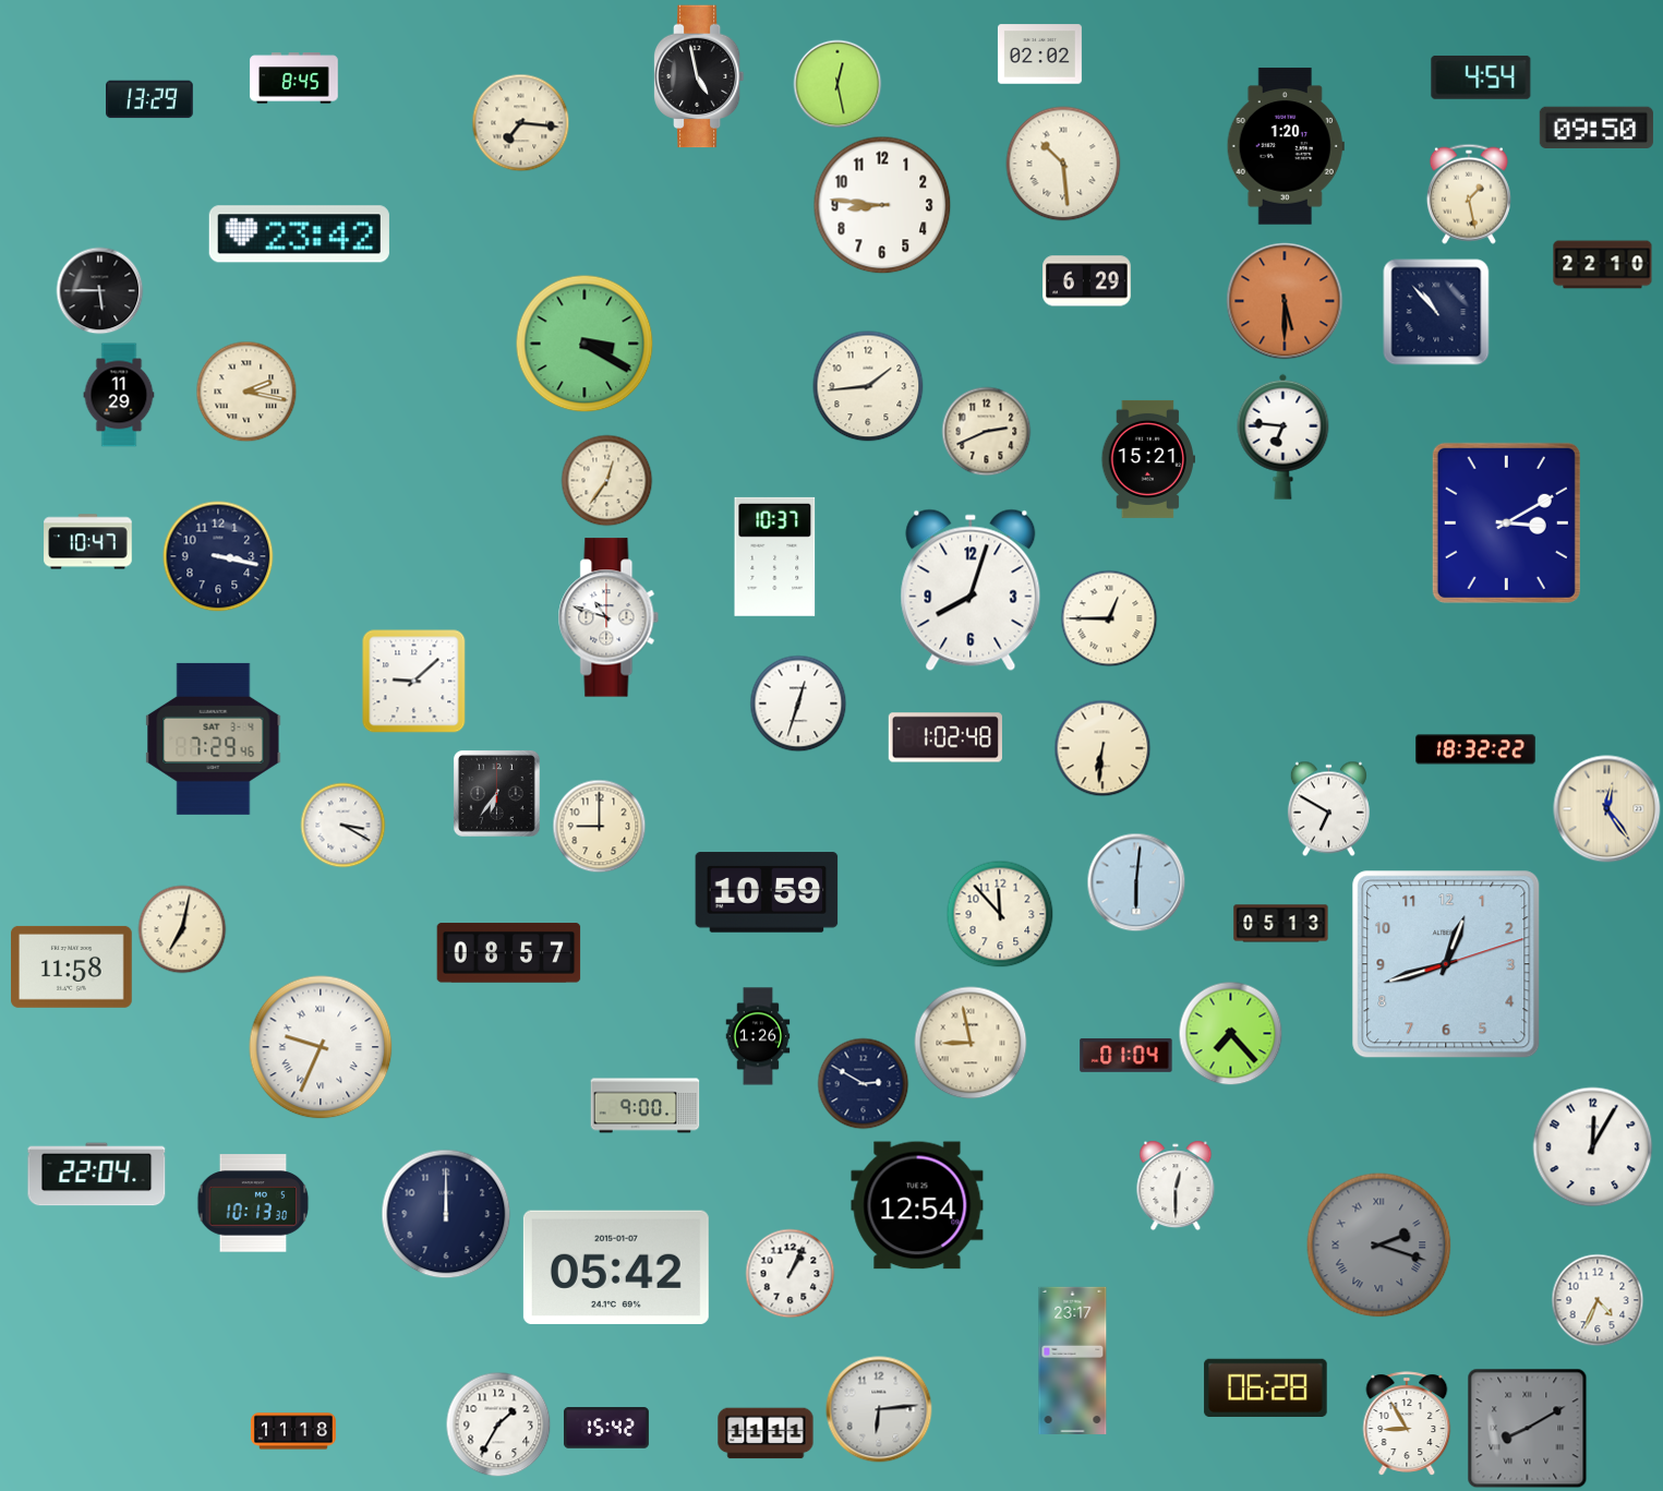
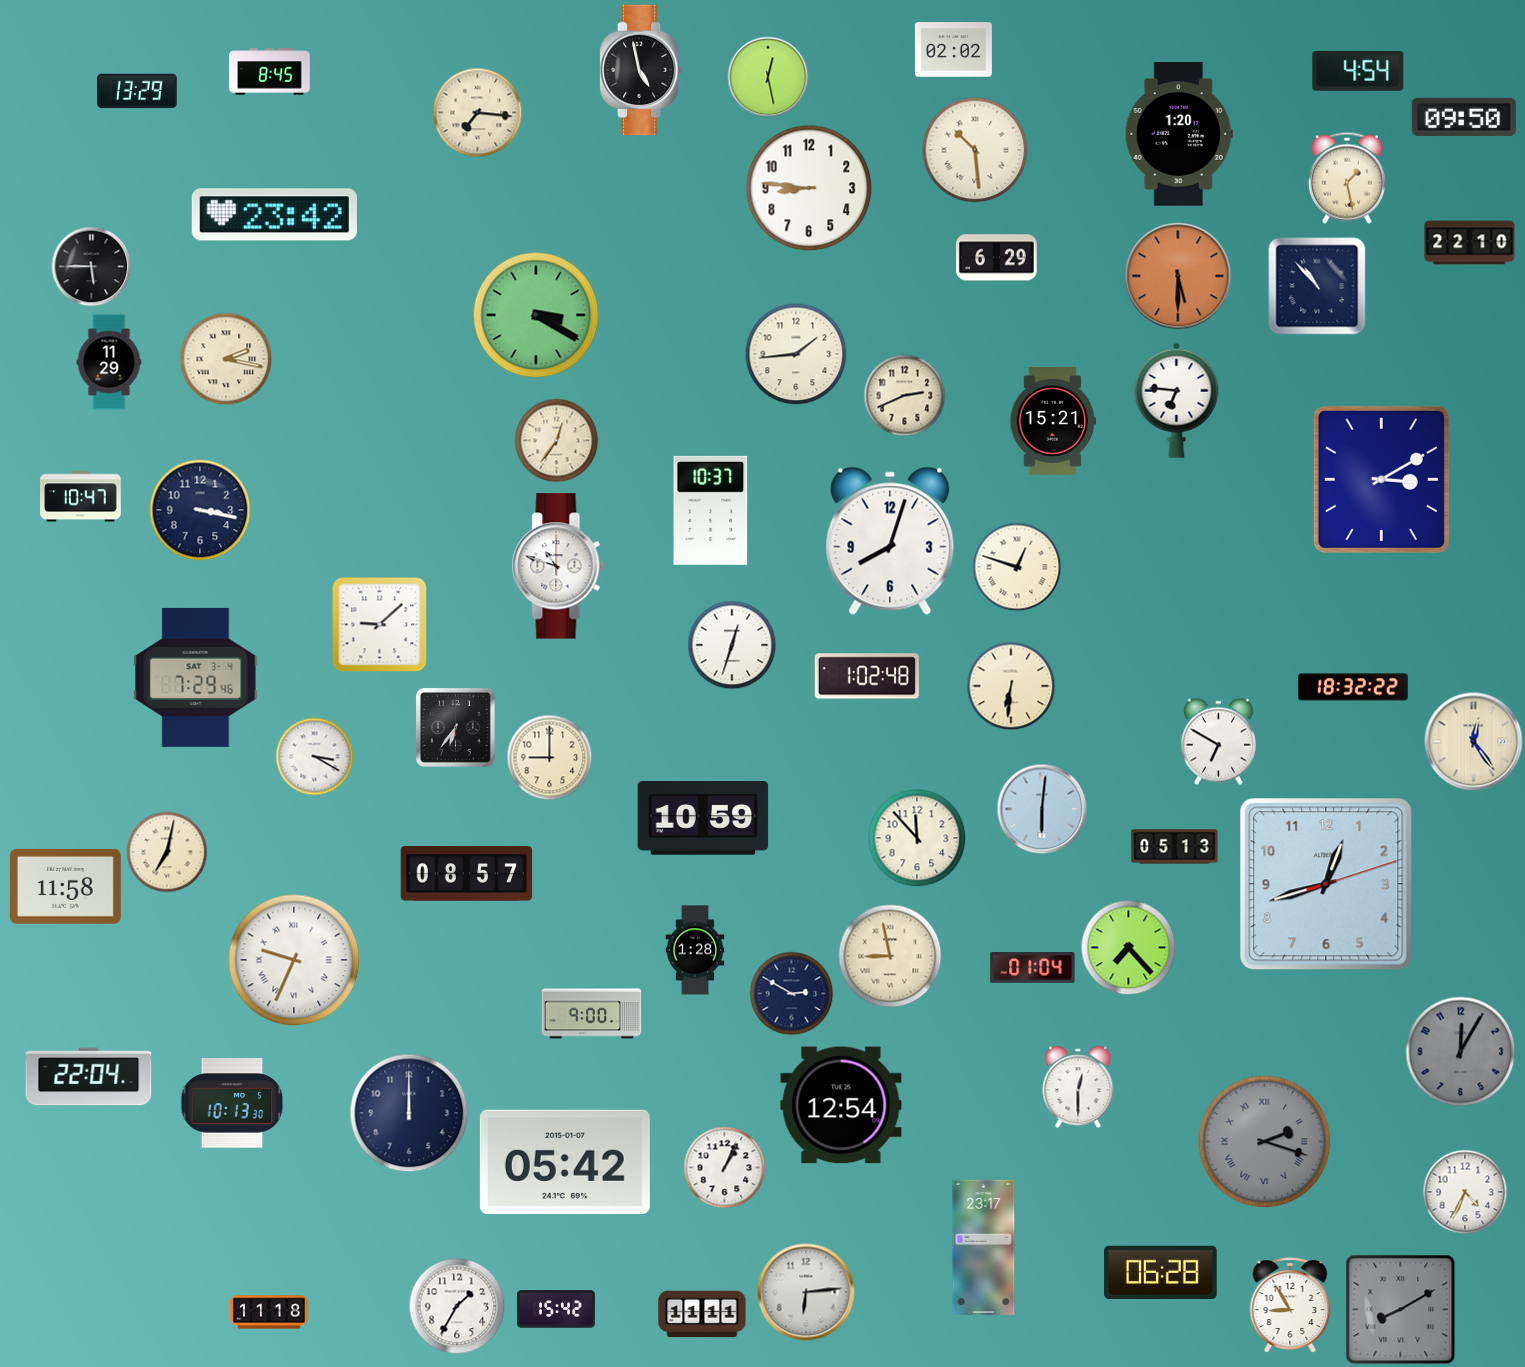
clock at (1109, 618): 12:45 -> 12:48
clock at (758, 1036): 1:26 -> 1:28
clock at (1593, 1147) dial: white -> grey
